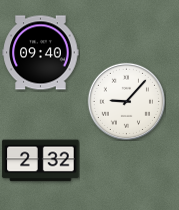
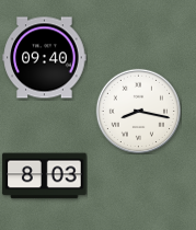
clock at (126, 101): 9:07 -> 8:17
clock at (41, 161): 2:32 -> 8:03
